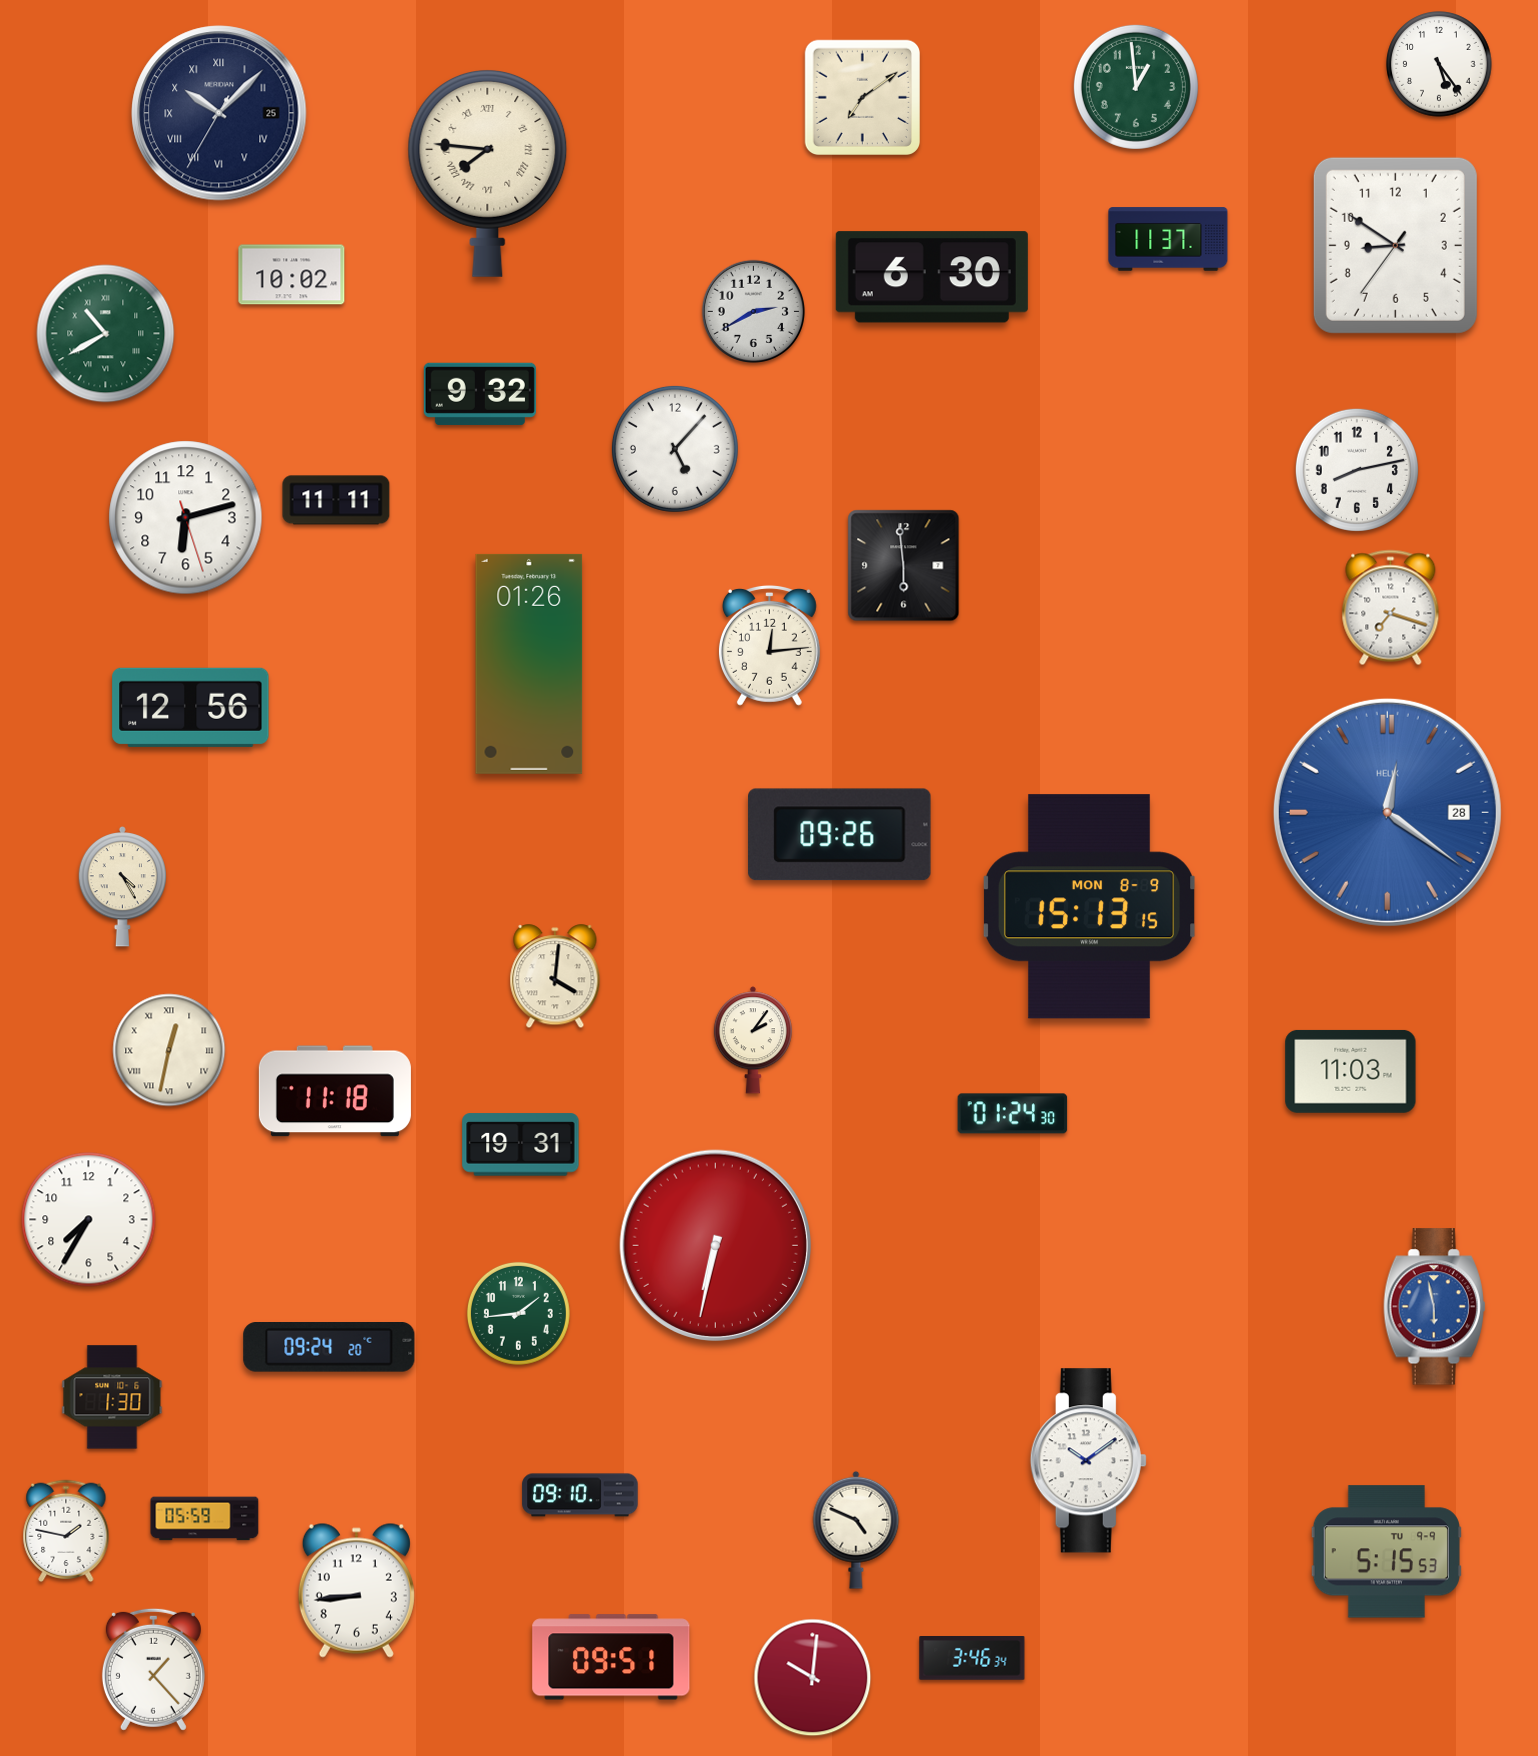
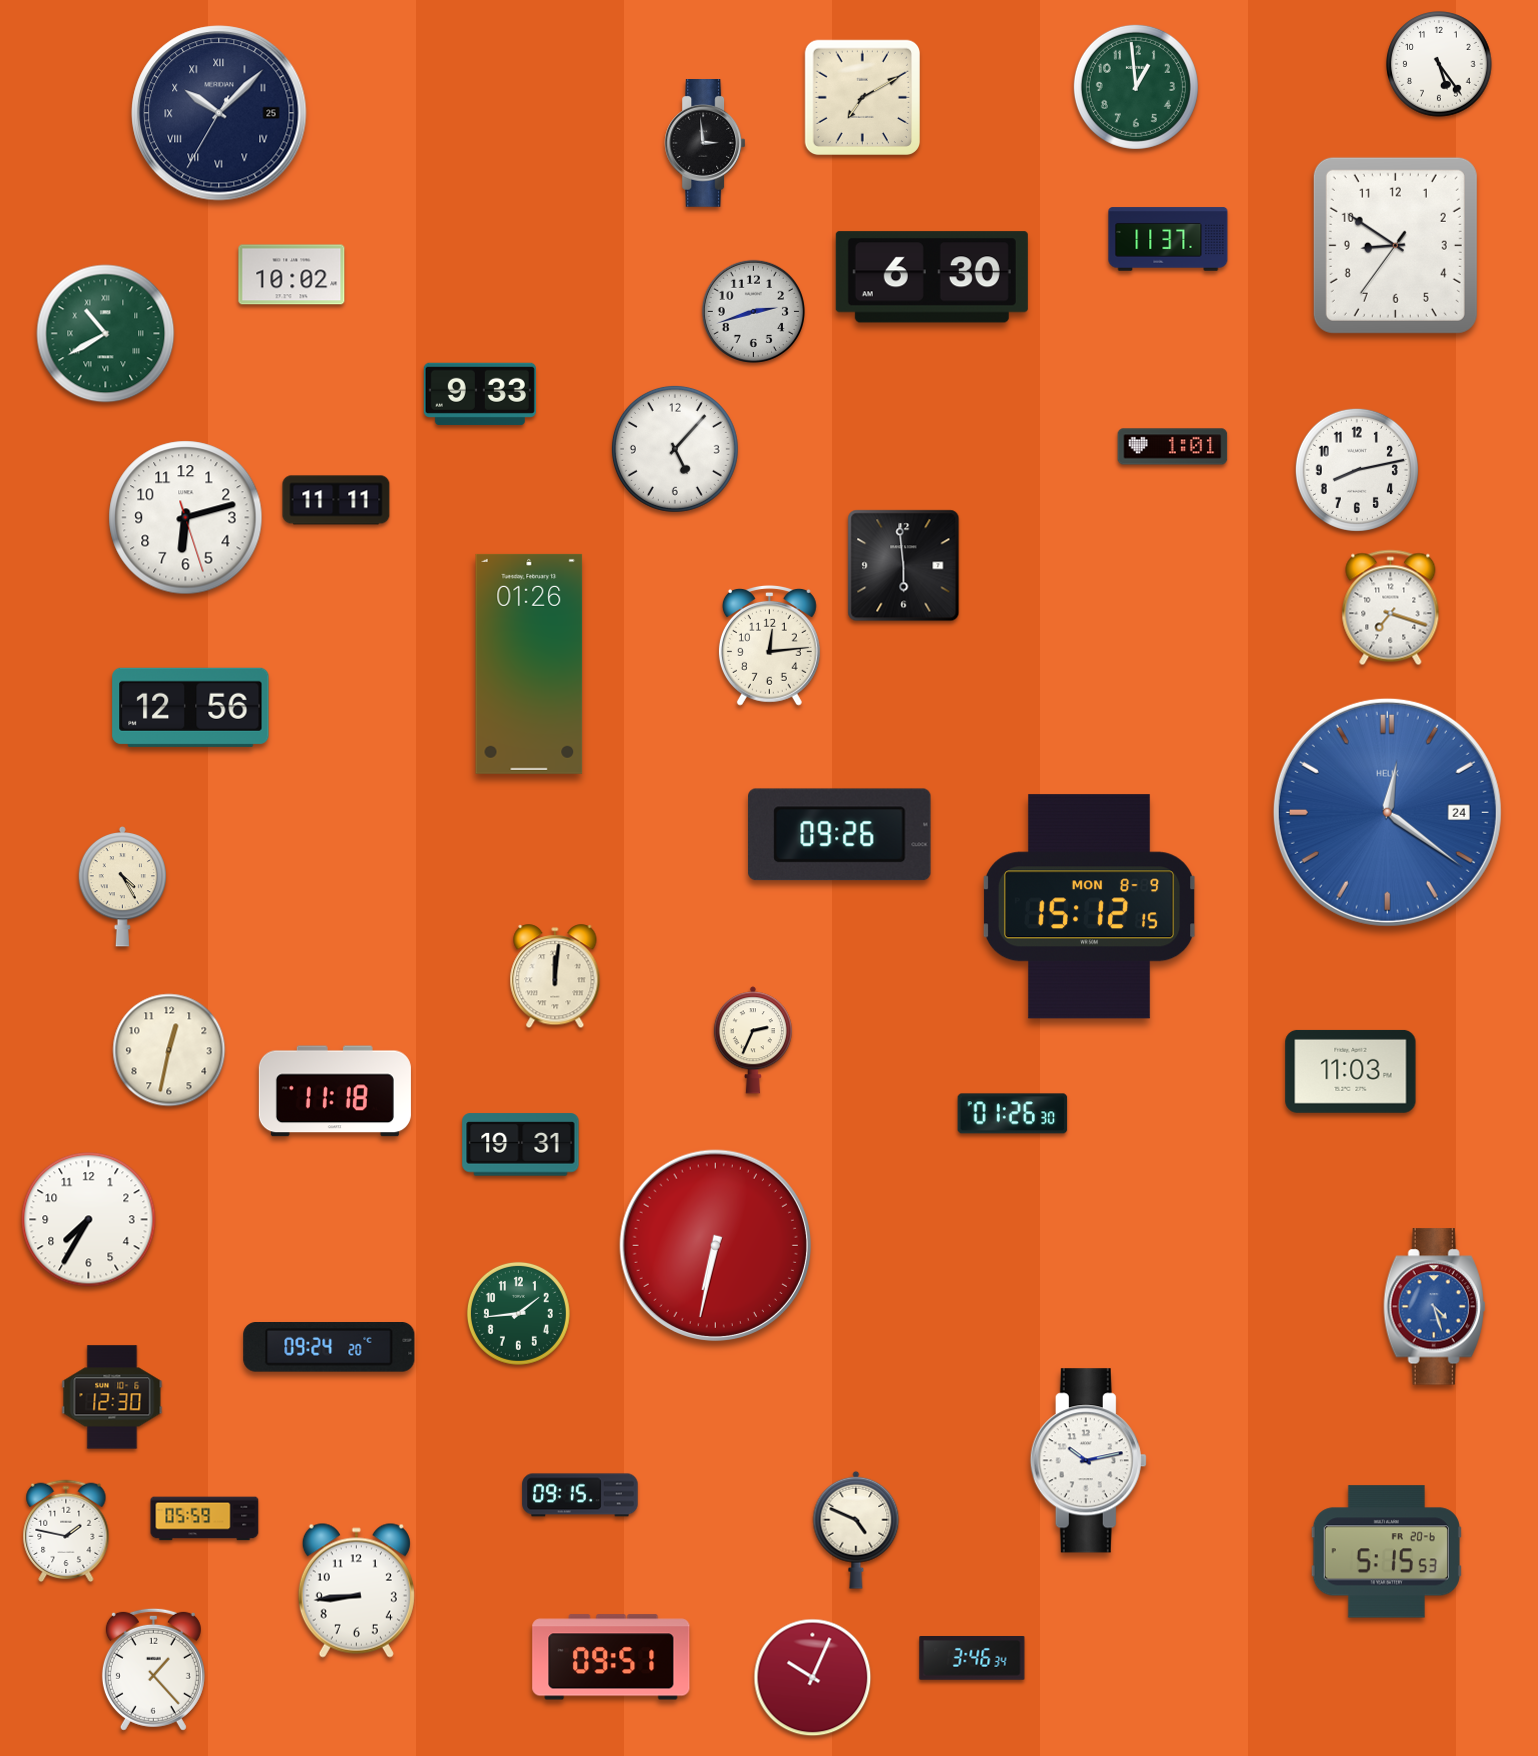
clock at (862, 97): 7:09 -> 7:10
clock at (705, 144): none -> 2:59
clock at (488, 174): 7:46 -> none
clock at (753, 311): 2:40 -> 2:42
clock at (480, 394): 9:32 -> 9:33
clock at (1173, 447): none -> 1:01
clock at (1387, 812) date: 28 -> 24
clock at (1089, 907): 15:13 -> 15:12
clock at (555, 977): 4:01 -> 12:01
clock at (753, 1040): 2:06 -> 2:34
clock at (169, 1050) numerals: Roman -> Arabic
clock at (1013, 1114): 01:24 -> 01:26
clock at (1435, 1307): 5:58 -> 4:27
clock at (112, 1397): 1:30 -> 12:30
clock at (1088, 1461): 10:09 -> 10:13
clock at (580, 1495): 09:10 -> 09:15
clock at (1386, 1552) date: TU 9-9 -> FR 20-6
clock at (813, 1678): 10:01 -> 10:04
